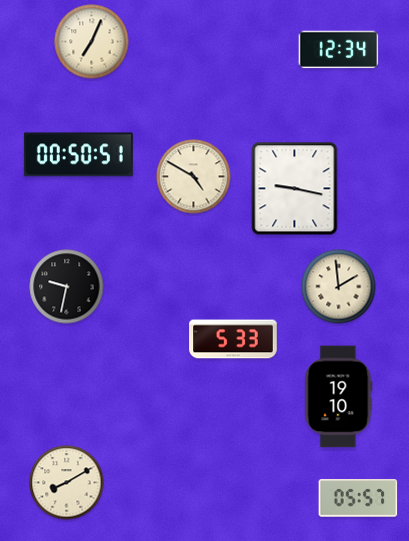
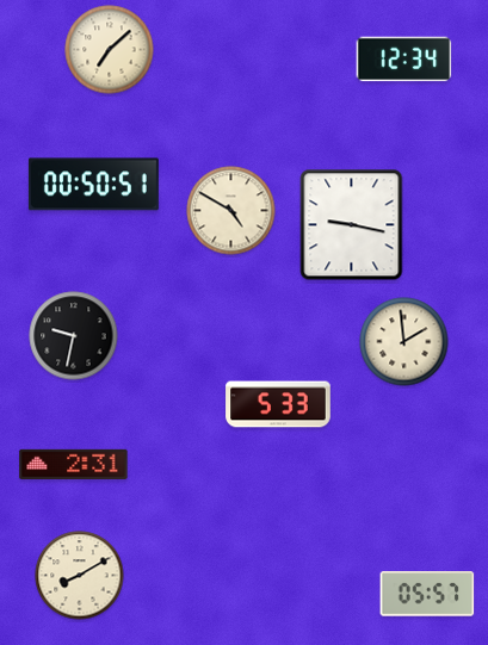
clock at (92, 42): 7:04 -> 7:08
clock at (67, 287) position: (67, 287) -> (74, 336)
clock at (74, 464): none -> 2:31
clock at (339, 397): 19:10 -> none
